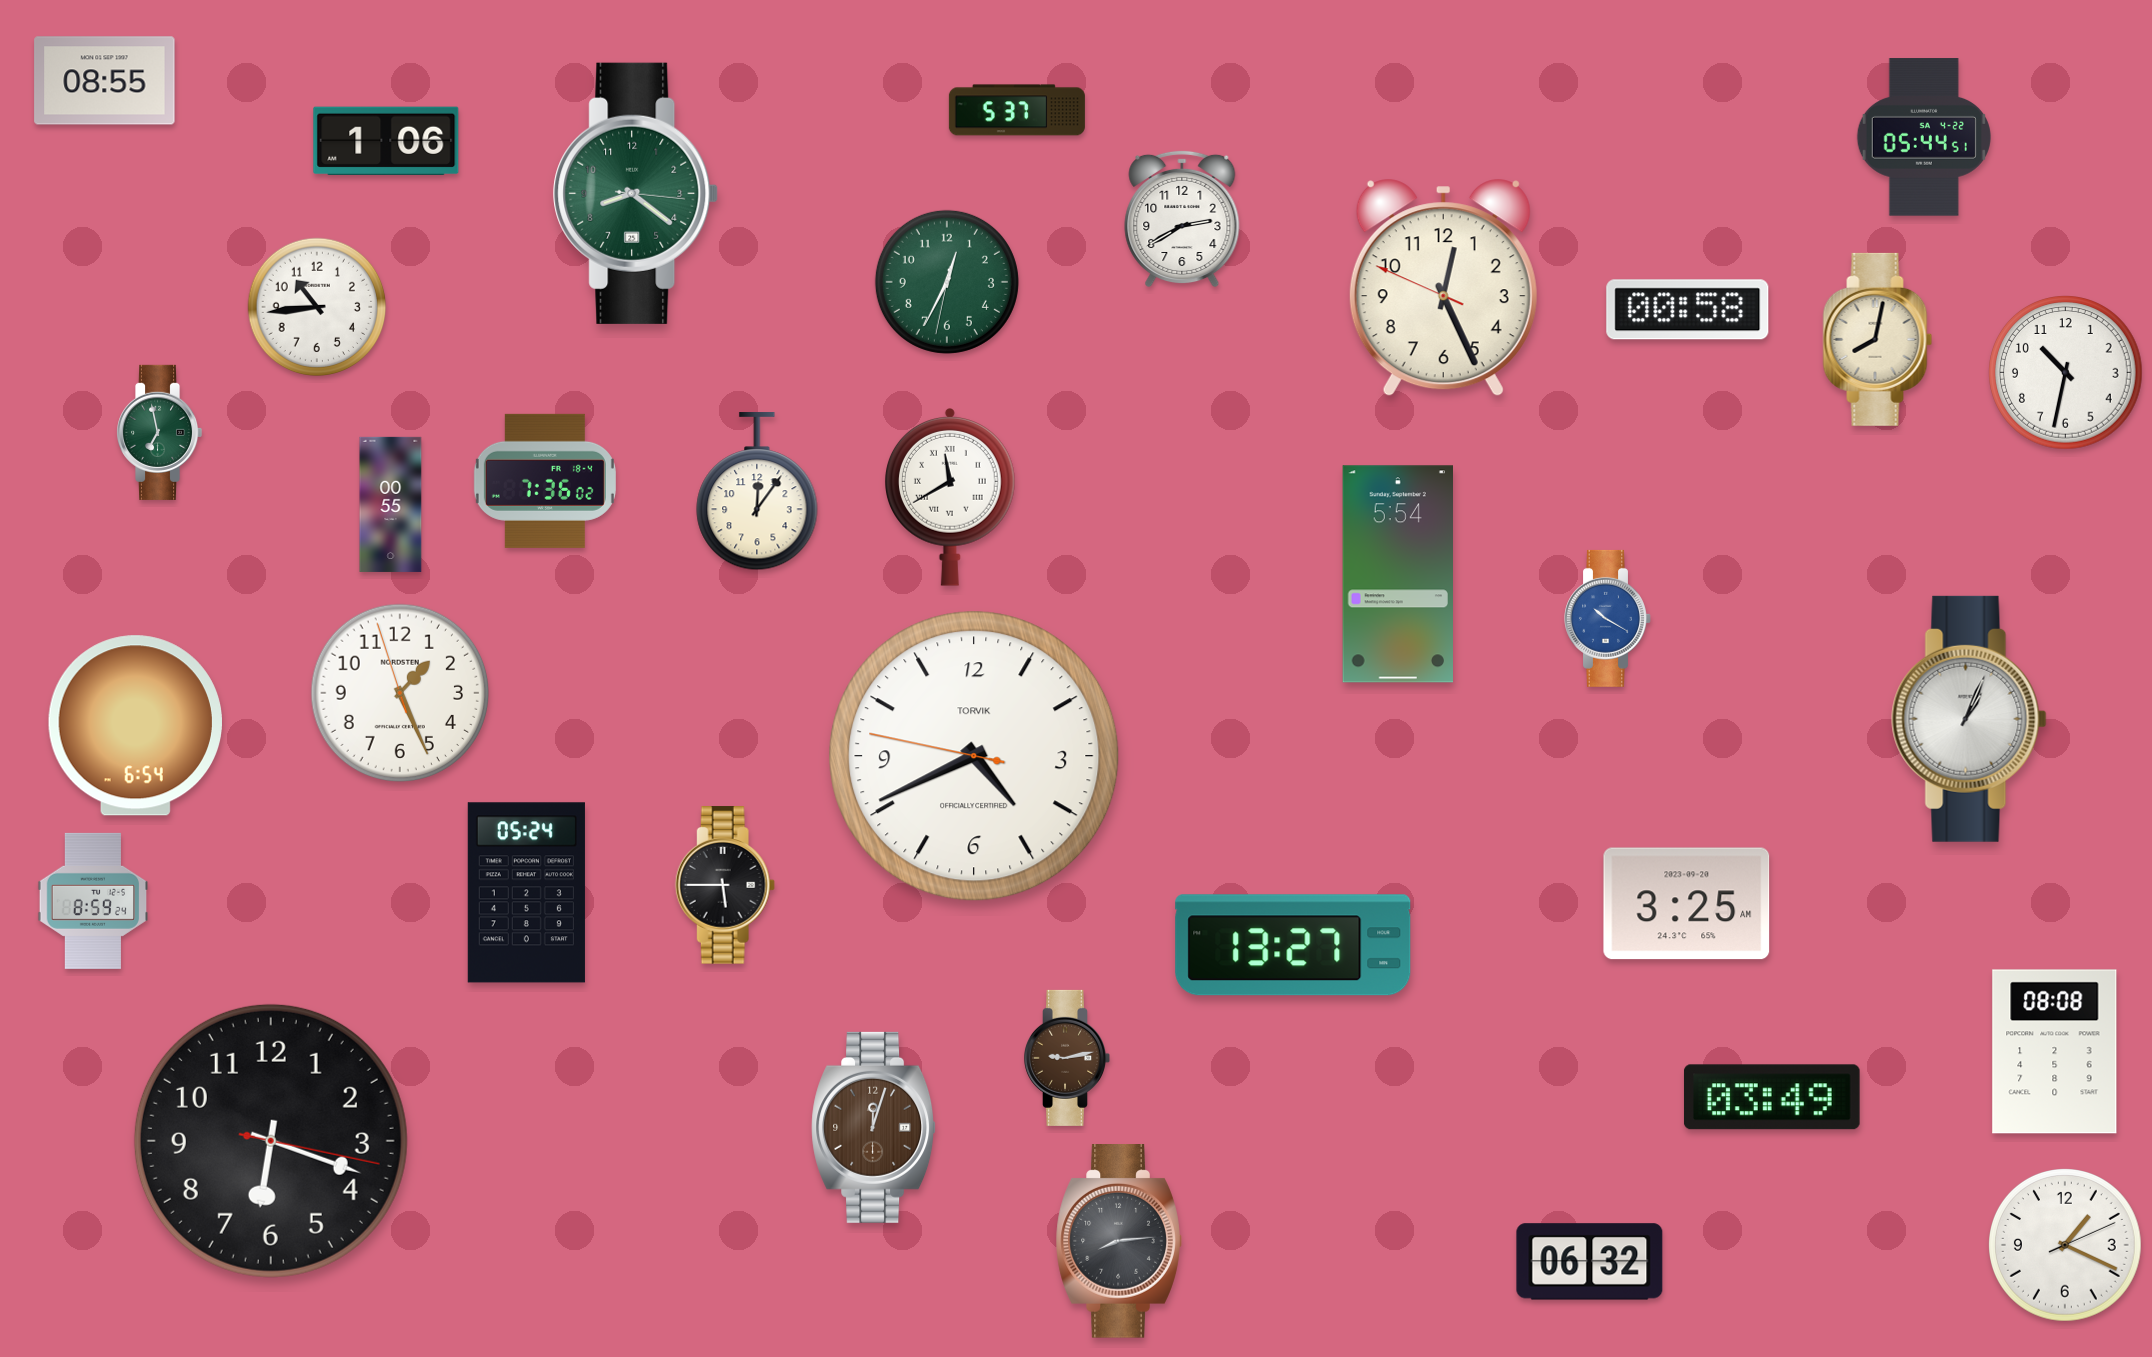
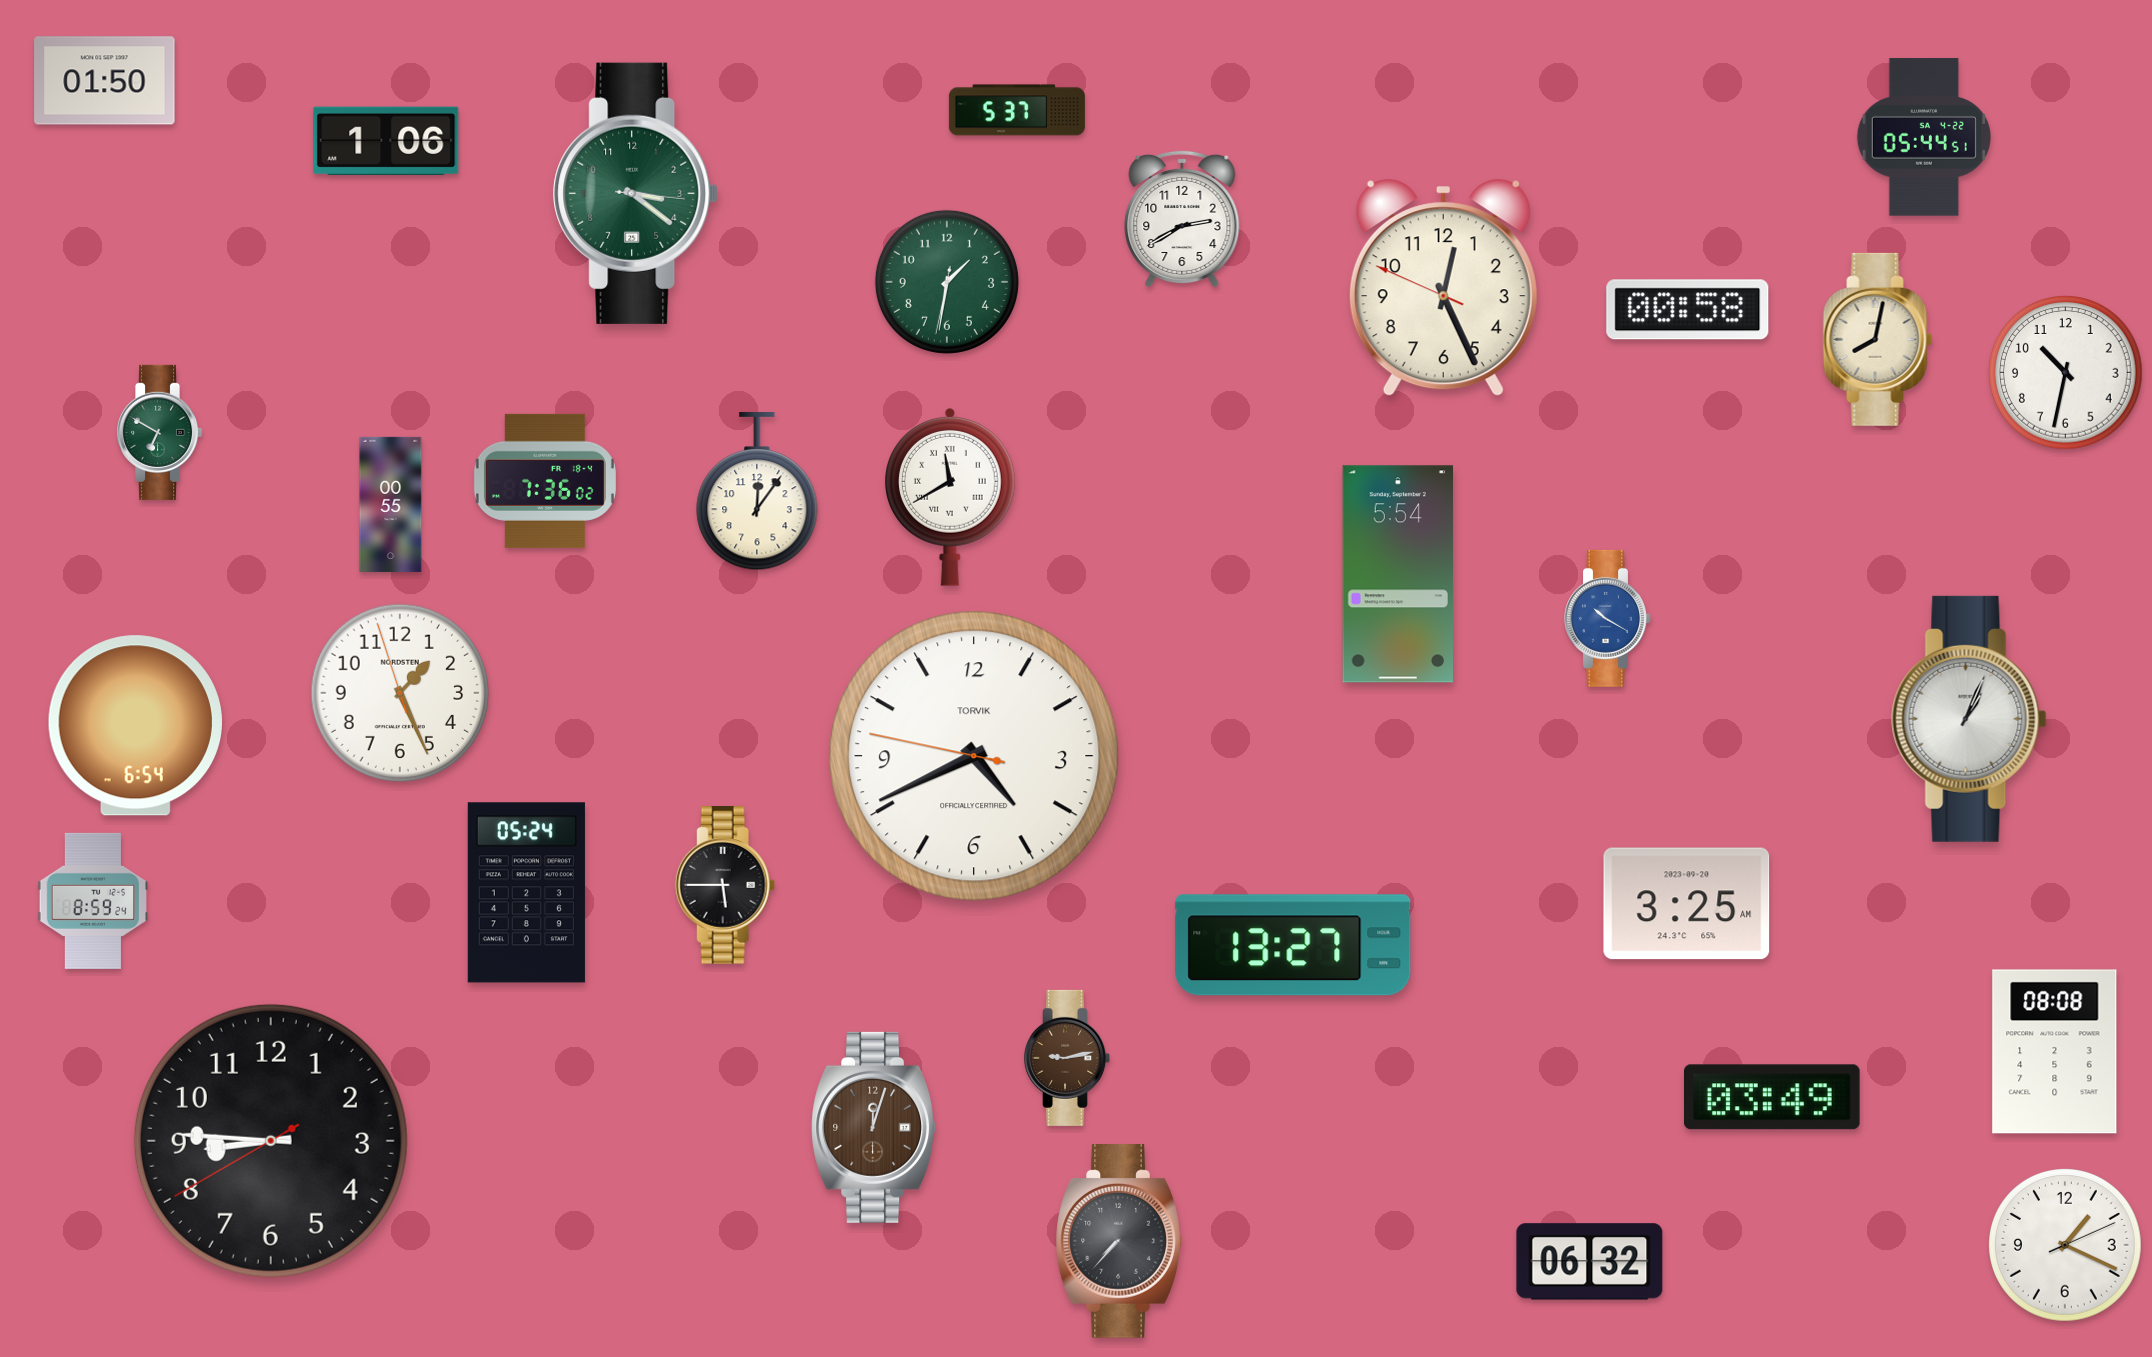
clock at (105, 81): 08:55 -> 01:50
clock at (636, 193): 8:21 -> 3:21
clock at (947, 282): 12:34 -> 1:31
clock at (317, 307): 10:44 -> none
clock at (160, 432): 6:58 -> 6:50
clock at (271, 1141): 6:18 -> 8:45
clock at (1119, 1242): 8:14 -> 7:37
